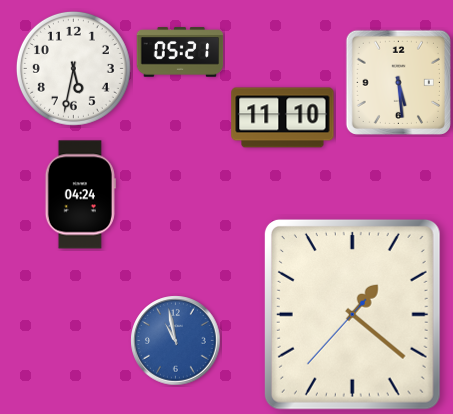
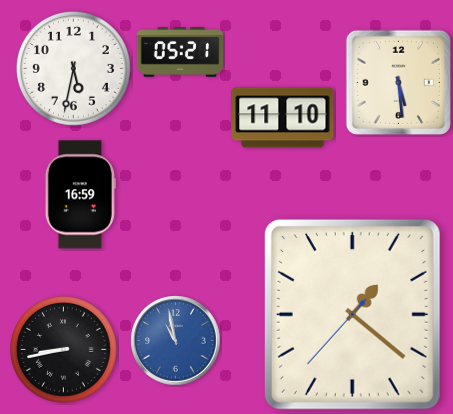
clock at (80, 195): 04:24 -> 16:59
clock at (63, 349): none -> 8:43
